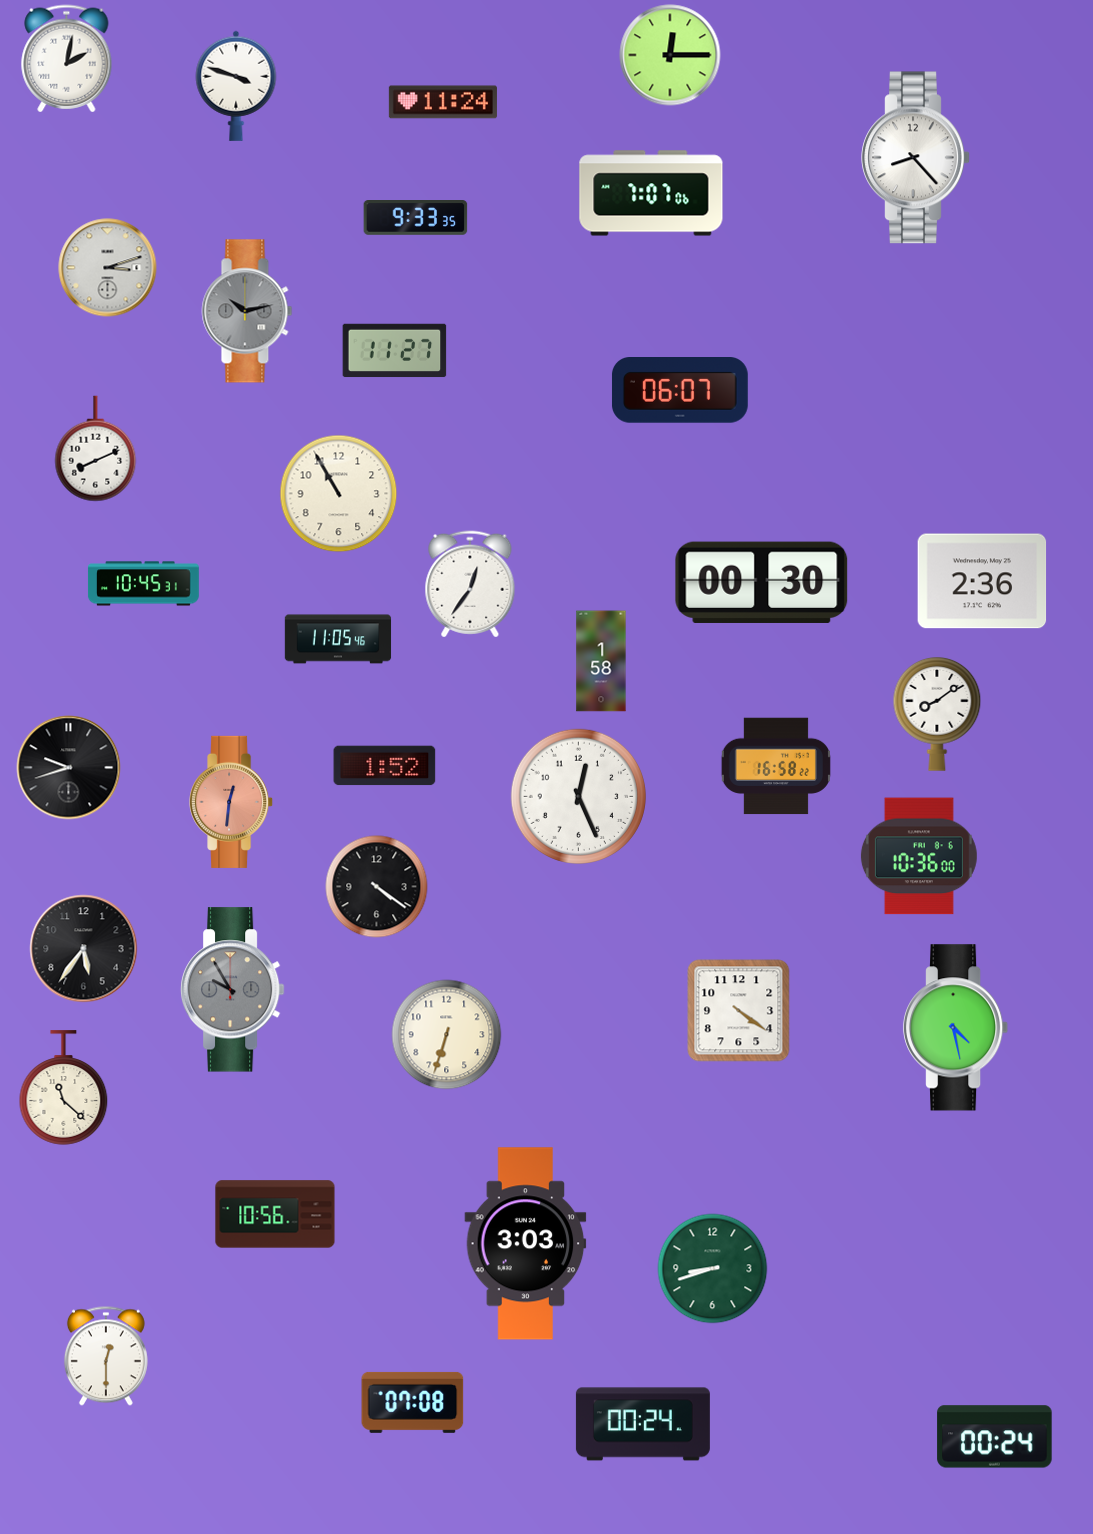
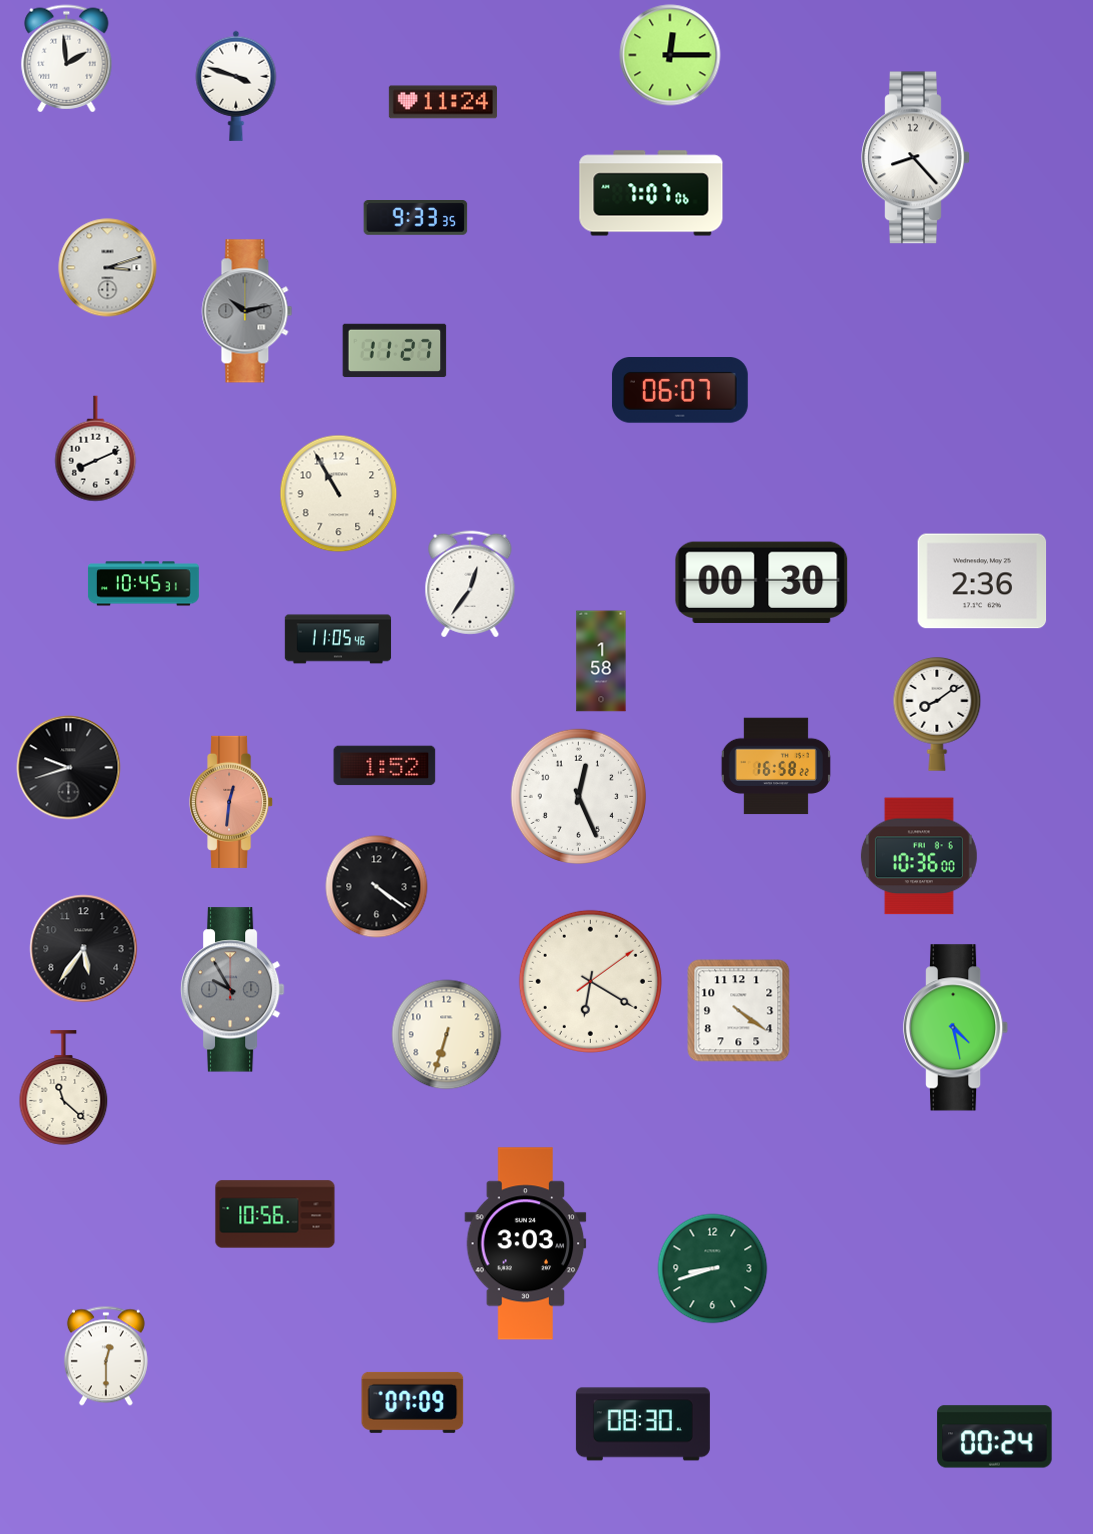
clock at (67, 59): 2:02 -> 1:59
clock at (590, 981): none -> 6:20
clock at (413, 1402): 07:08 -> 07:09
clock at (643, 1424): 00:24 -> 08:30
